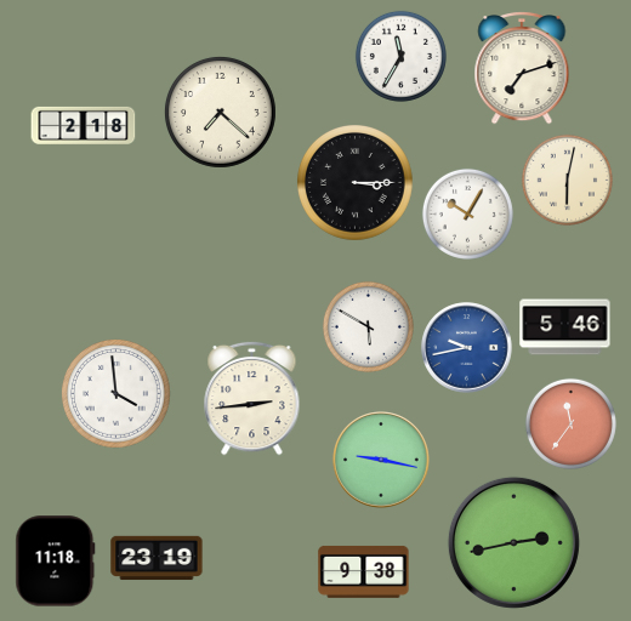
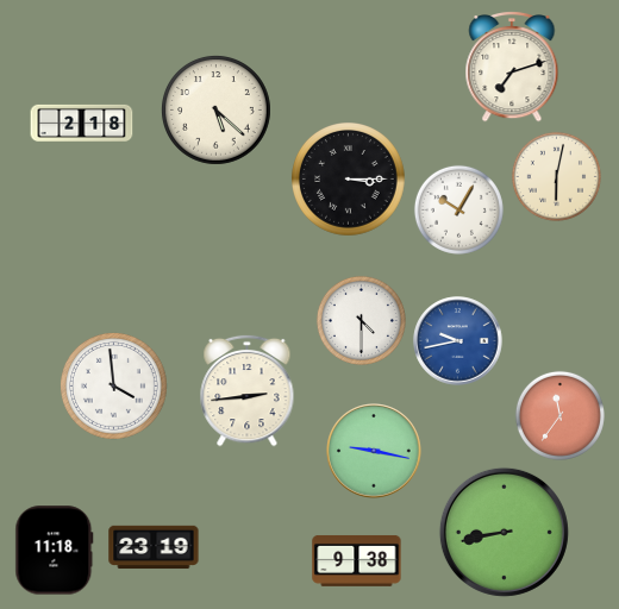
clock at (400, 56): 11:35 -> none
clock at (221, 113): 7:22 -> 5:22
clock at (368, 326): 5:50 -> 4:30
clock at (565, 327): 5:46 -> none
clock at (513, 542): 2:43 -> 8:43
